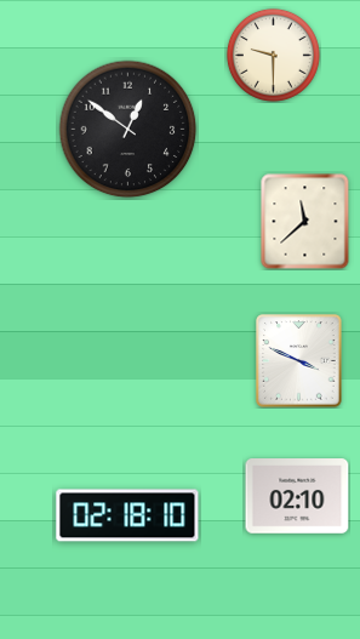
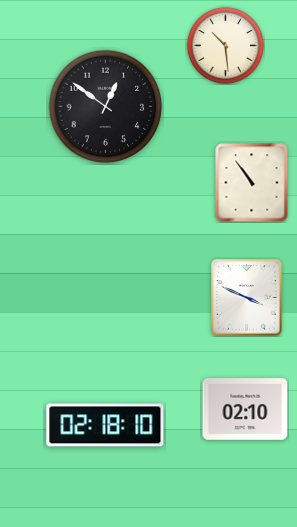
clock at (273, 55): 9:30 -> 10:29
clock at (305, 222): 11:38 -> 10:54
